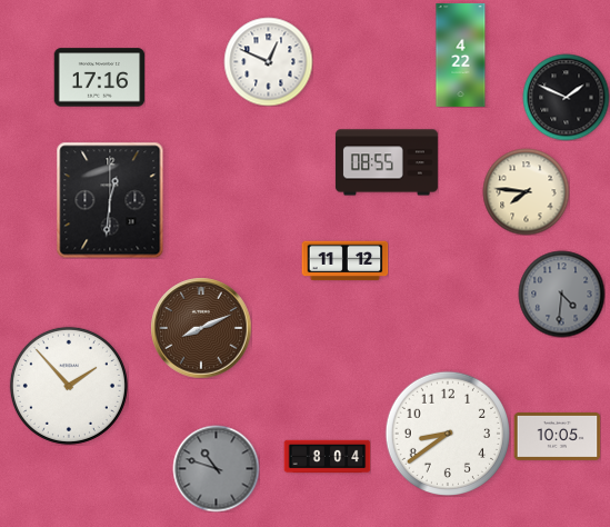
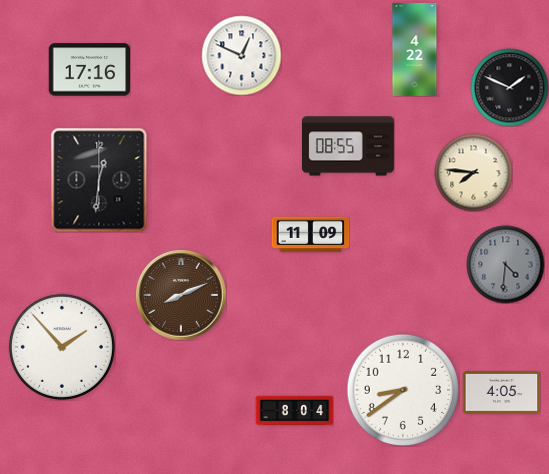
clock at (344, 261): 11:12 -> 11:09
clock at (557, 436): 10:05 -> 4:05
clock at (216, 468): 10:48 -> none
